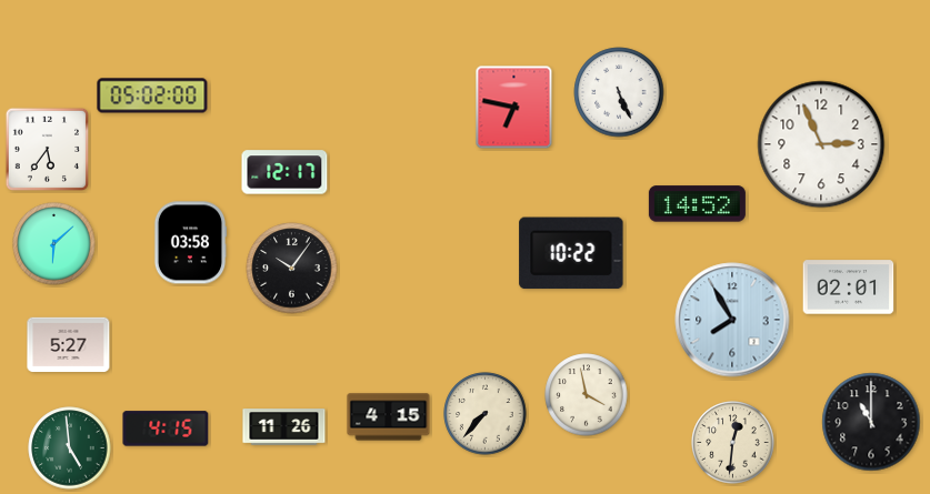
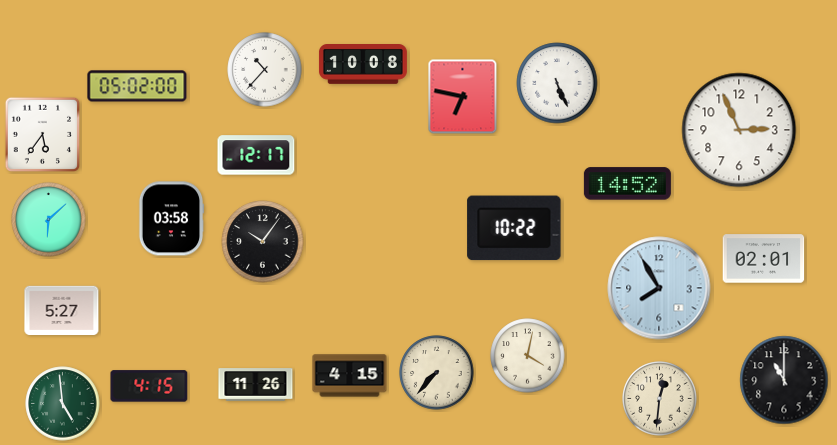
clock at (363, 65): none -> 10:08
clock at (265, 70): none -> 10:37
clock at (587, 395): 3:58 -> 4:02
